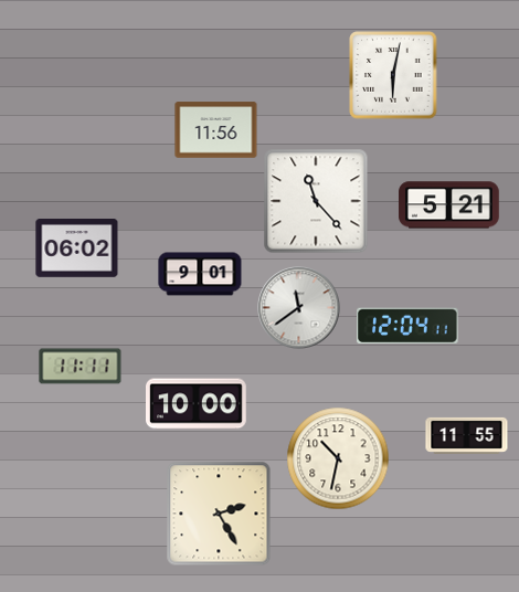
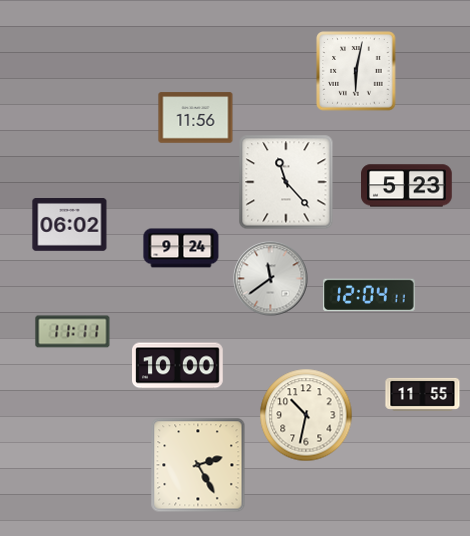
clock at (393, 75) position: (393, 75) -> (356, 71)
clock at (449, 205): 5:21 -> 5:23
clock at (200, 274): 9:01 -> 9:24
